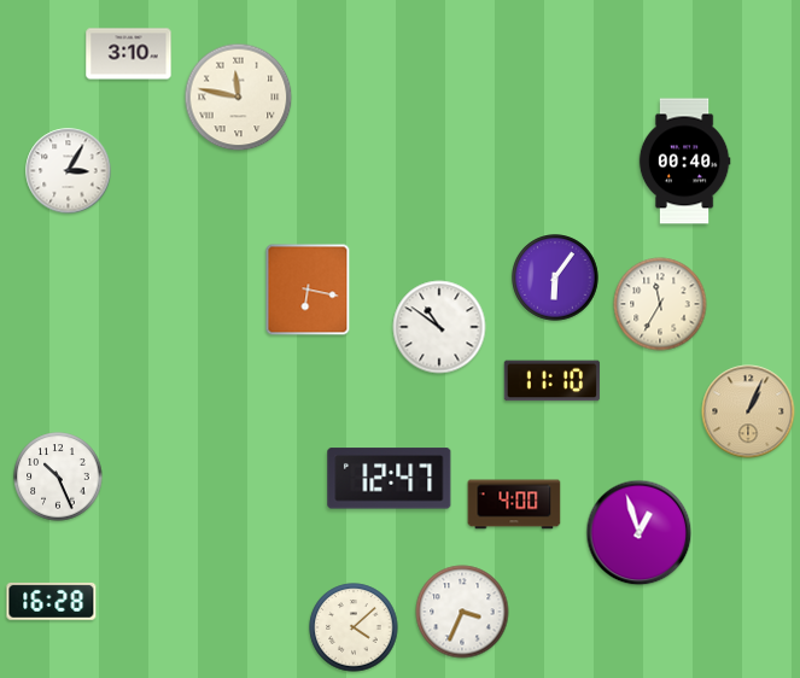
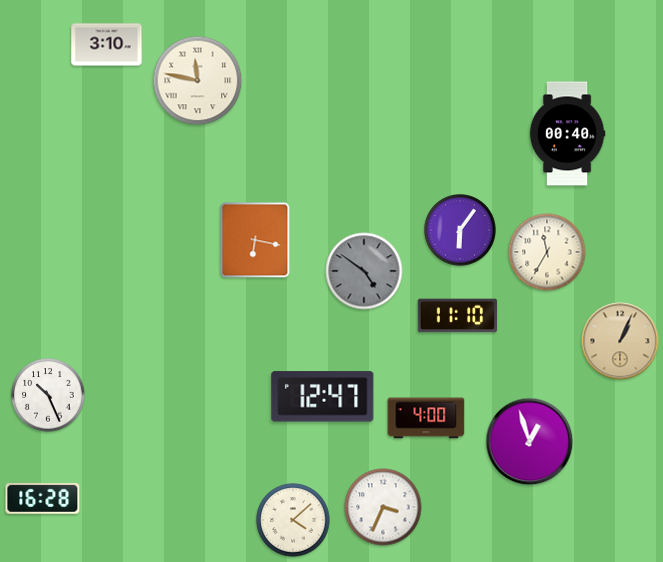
clock at (69, 171): 3:05 -> none
clock at (439, 327): 10:51 -> 4:51
clock at (439, 327) dial: white -> grey
